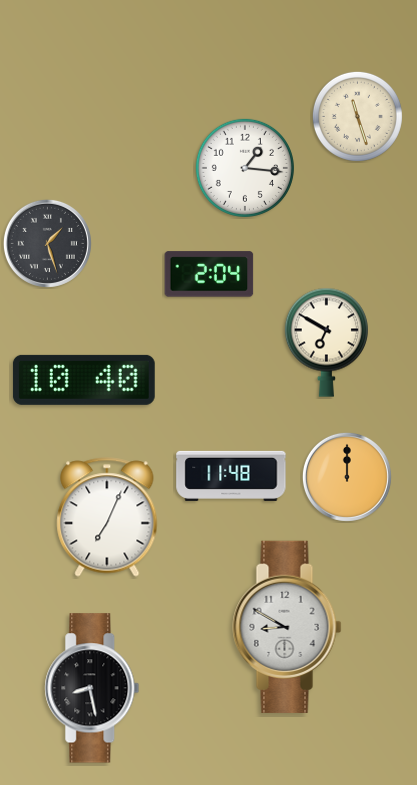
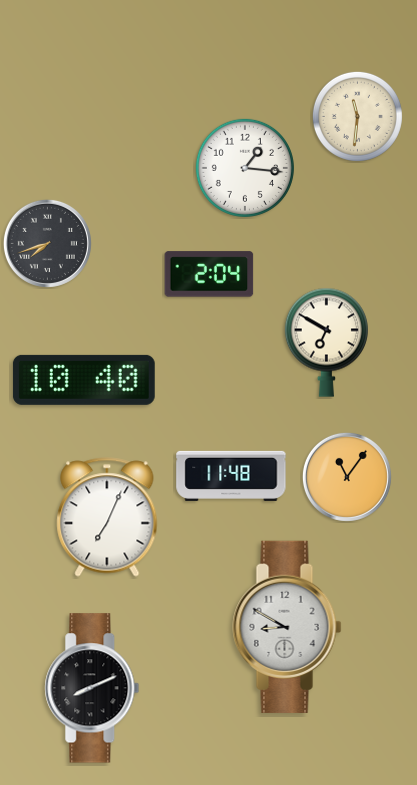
clock at (357, 116): 11:27 -> 11:31
clock at (47, 243): 1:27 -> 7:42
clock at (347, 477): 12:00 -> 11:06
clock at (92, 688): 8:28 -> 8:11
